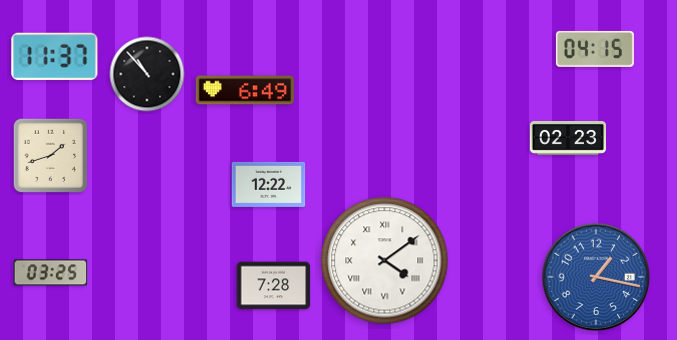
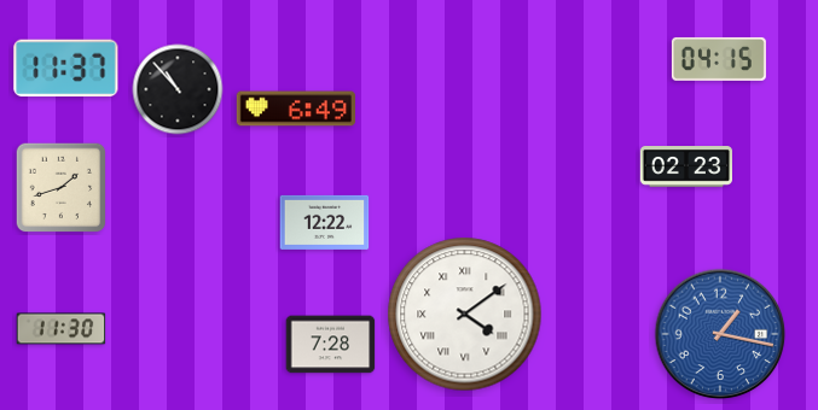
clock at (51, 273): 03:25 -> 11:30
